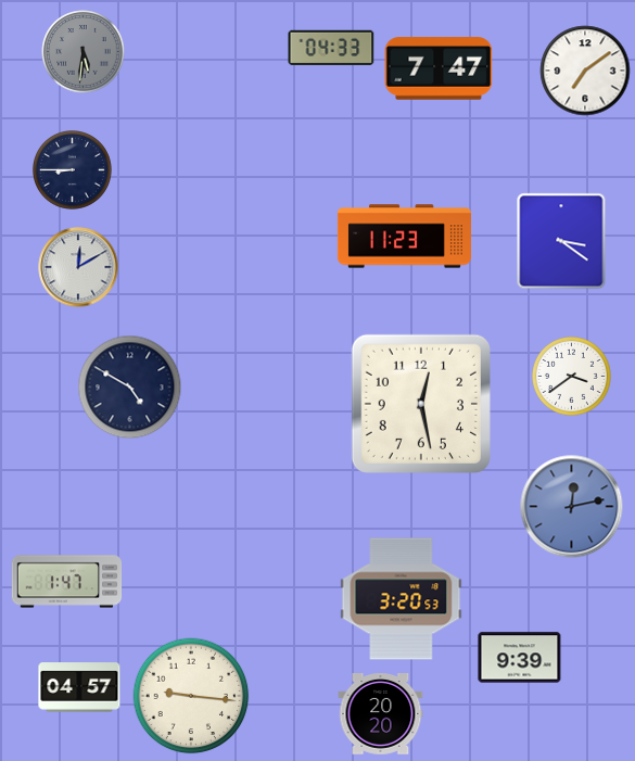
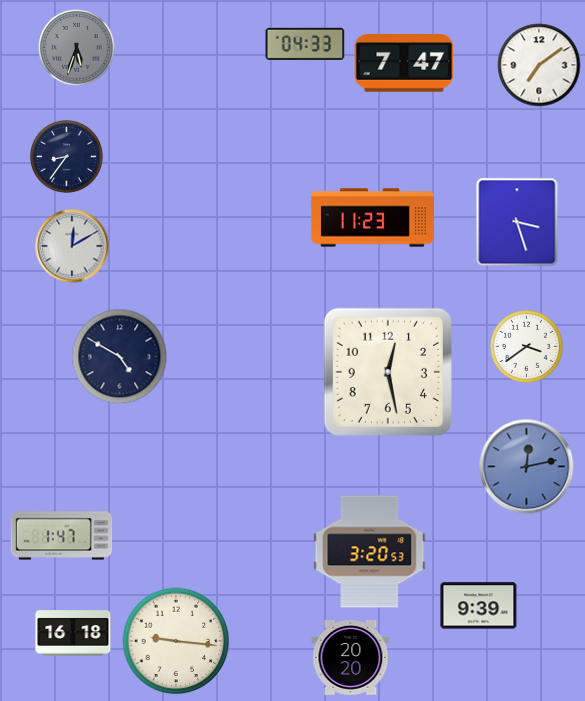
clock at (84, 52): 5:31 -> 5:33
clock at (73, 170): 8:45 -> 8:36
clock at (561, 241): 3:21 -> 3:27
clock at (79, 687): 04:57 -> 16:18
